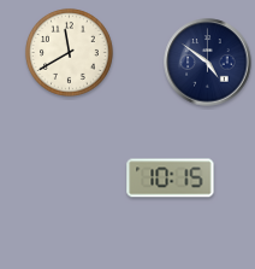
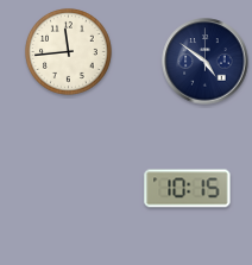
clock at (69, 52): 11:40 -> 11:44
clock at (171, 179) position: (171, 179) -> (188, 189)
